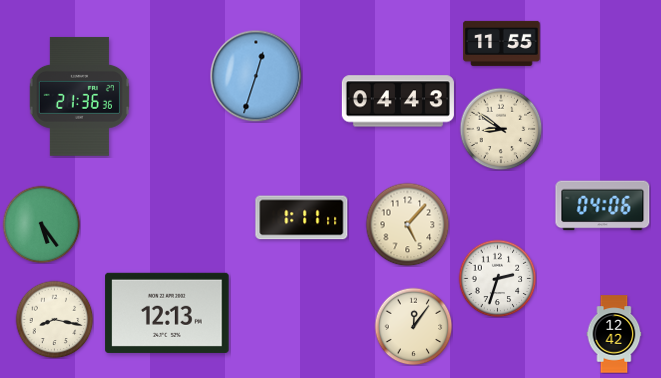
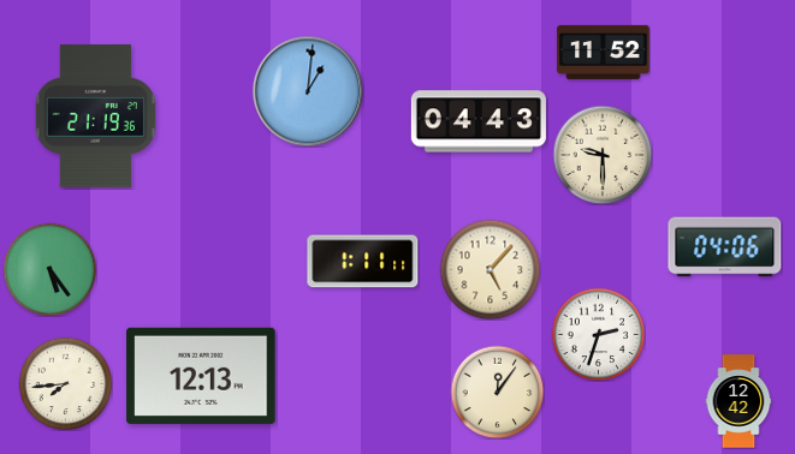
clock at (502, 43): 11:55 -> 11:52
clock at (256, 76): 12:33 -> 1:01
clock at (79, 97): 21:36 -> 21:19
clock at (501, 129): 8:51 -> 9:30
clock at (54, 319): 8:17 -> 7:44
